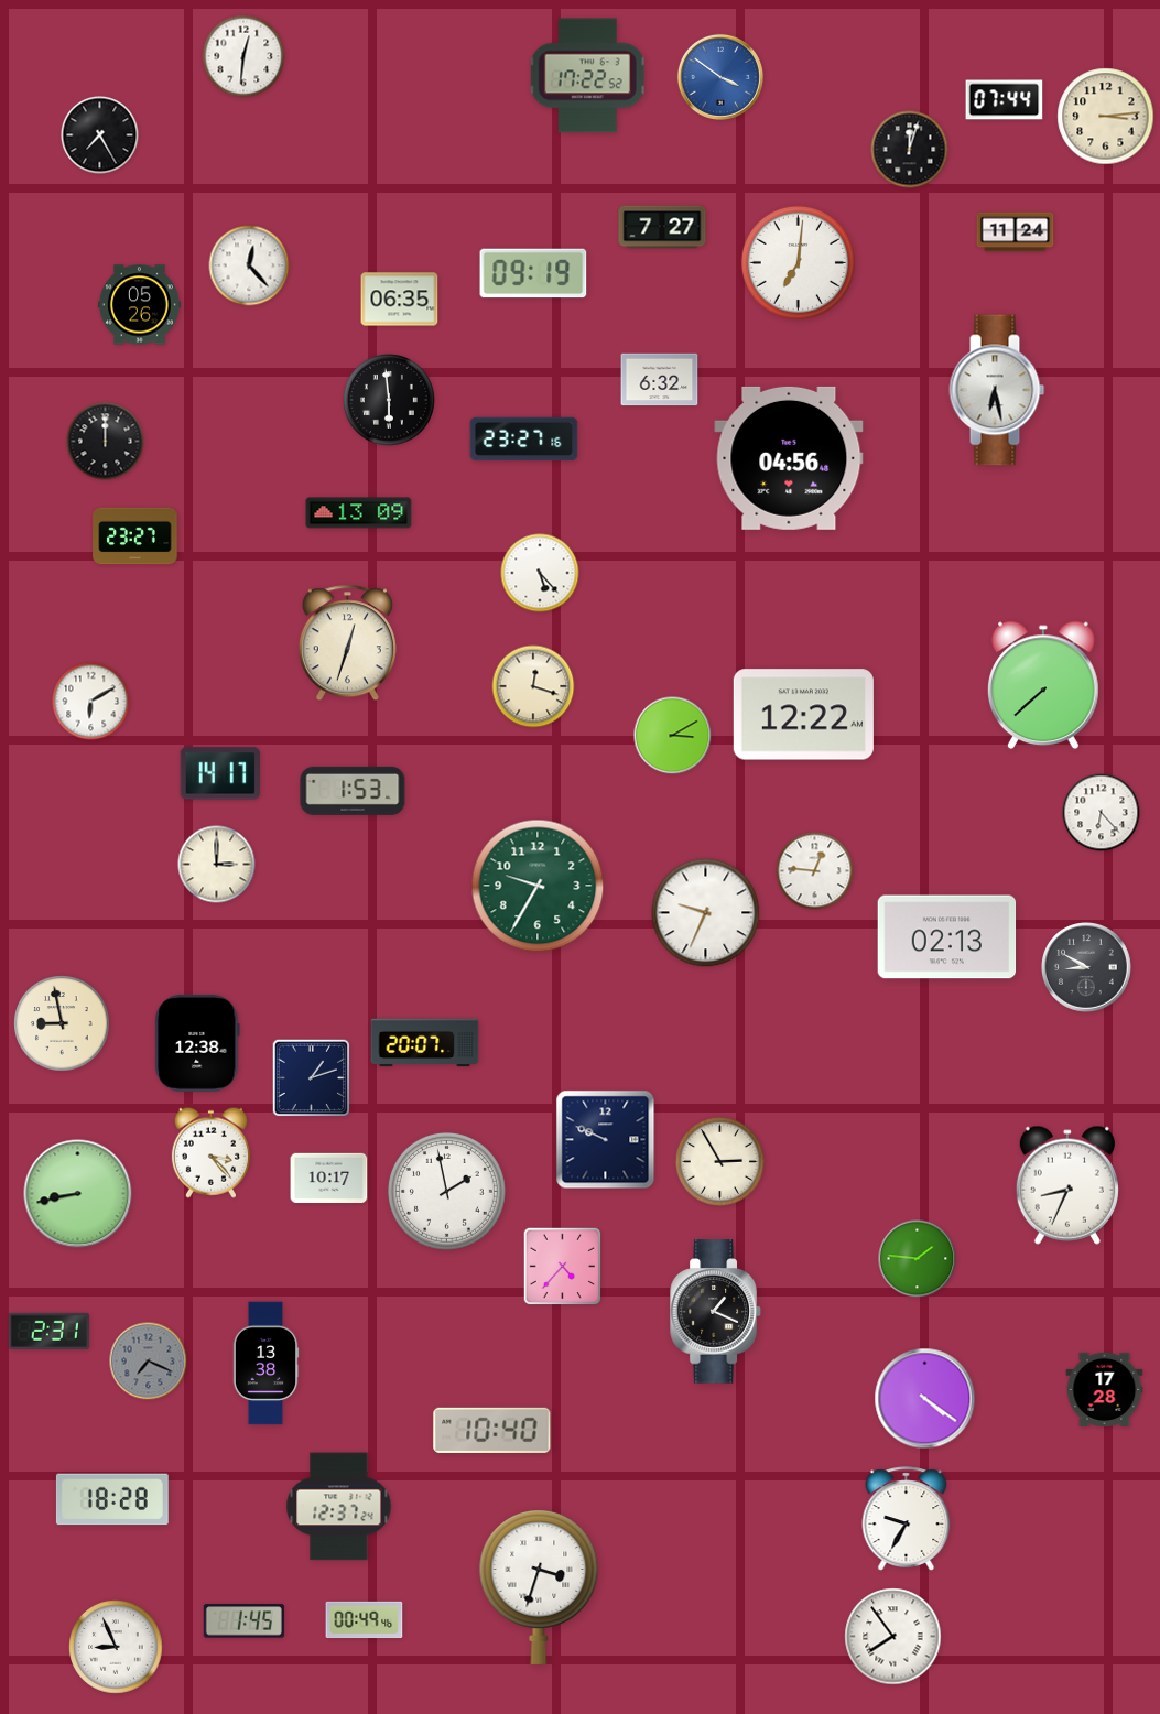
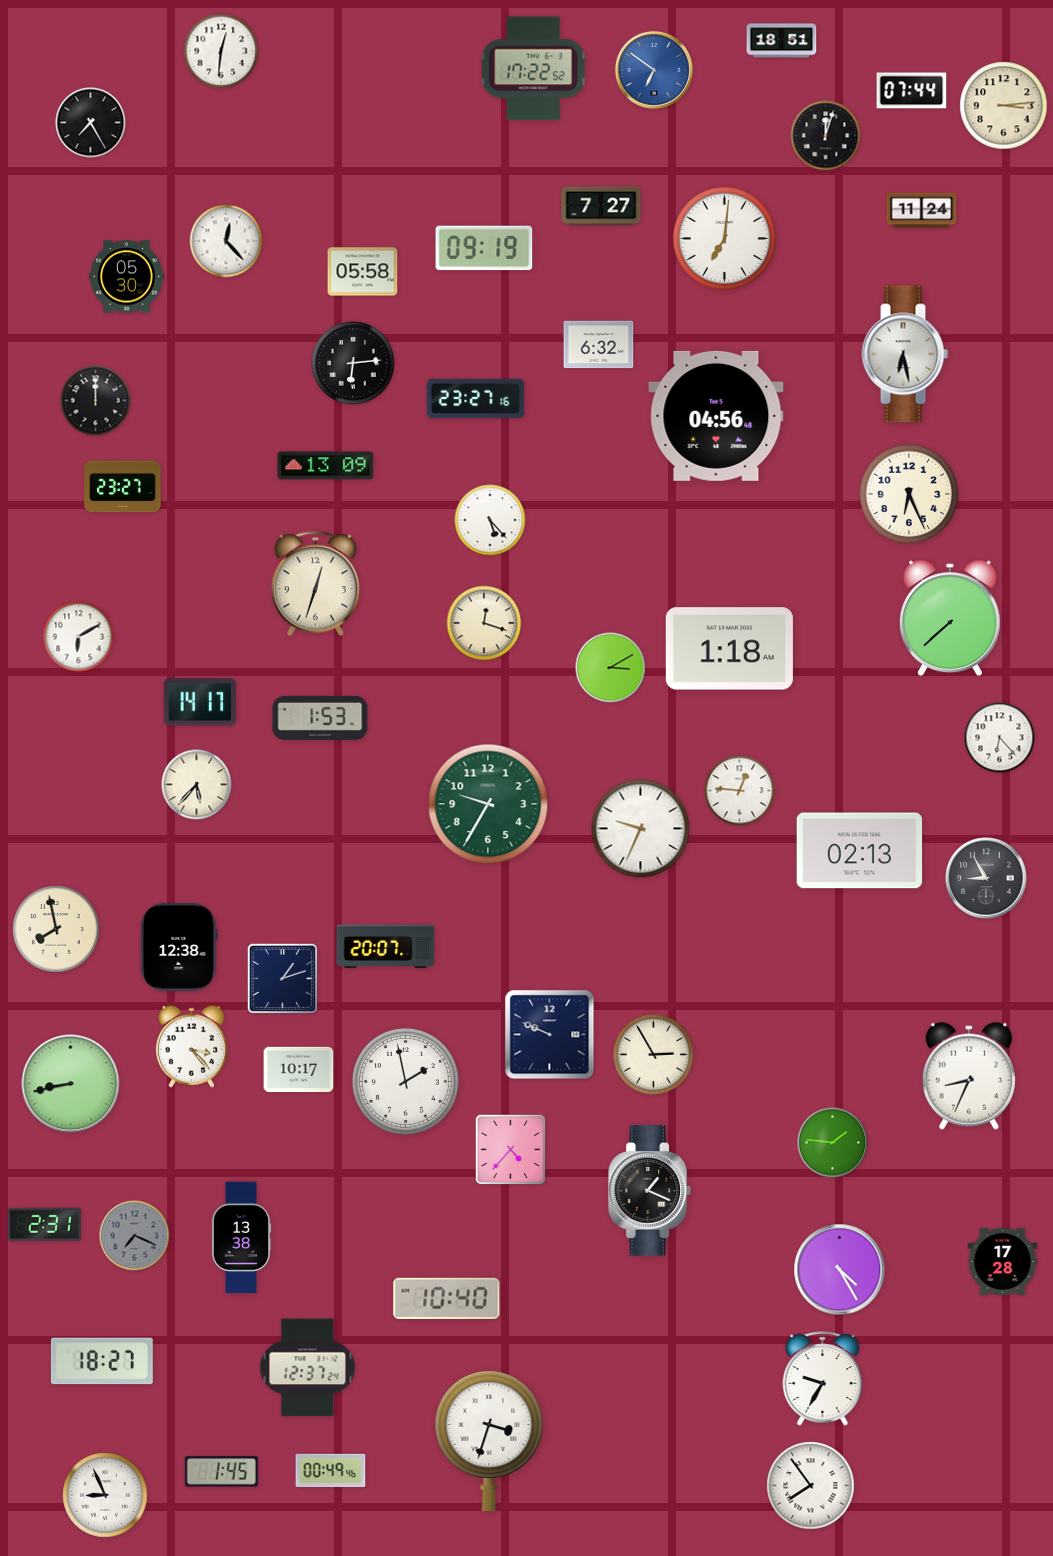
clock at (782, 41): none -> 18:51
clock at (720, 77): 3:51 -> 6:51
clock at (400, 300): 06:35 -> 05:58
clock at (140, 305): 05:26 -> 05:30
clock at (390, 401): 5:59 -> 6:14
clock at (909, 494): none -> 6:26
clock at (1043, 685) position: (1043, 685) -> (950, 618)
clock at (91, 702) position: (91, 702) -> (79, 637)
clock at (803, 715): 12:22 -> 1:18
clock at (217, 865): 3:00 -> 5:37
clock at (1087, 968): 8:50 -> 8:55
clock at (62, 1023): 8:58 -> 7:58
clock at (48, 1331) position: (48, 1331) -> (44, 1224)
clock at (925, 1399): 4:21 -> 4:25
clock at (112, 1499): 18:28 -> 18:27
